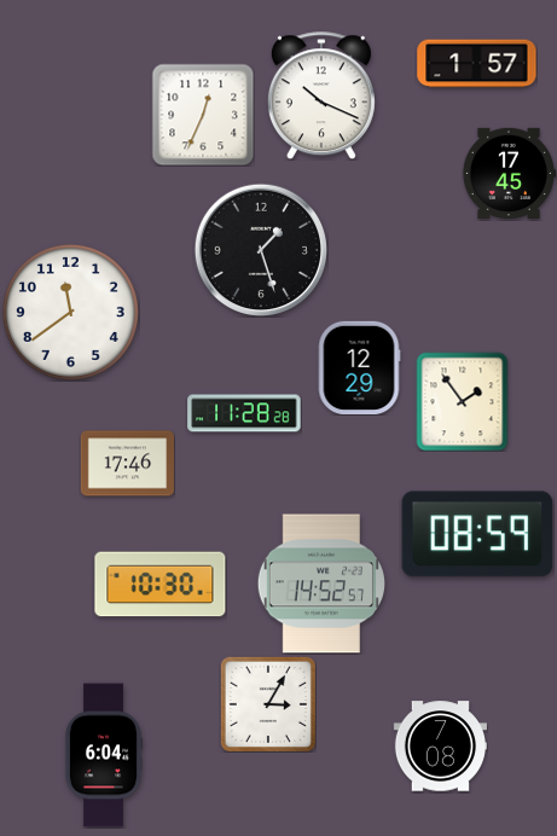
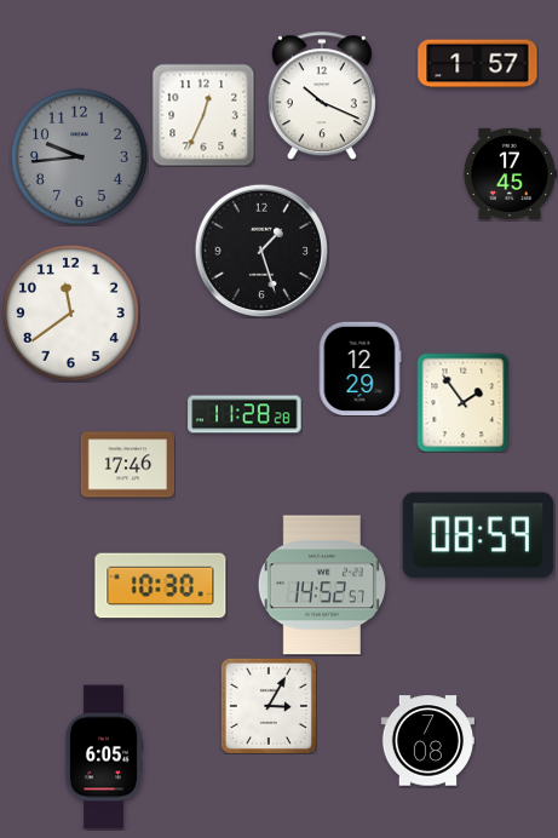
clock at (79, 156): none -> 9:44
clock at (440, 747) position: (440, 747) -> (427, 741)
clock at (103, 755): 6:04 -> 6:05
